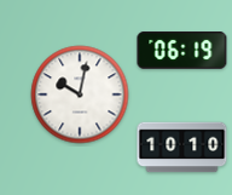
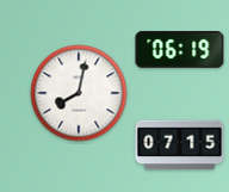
clock at (80, 94): 10:02 -> 8:02
clock at (182, 148): 10:10 -> 07:15
